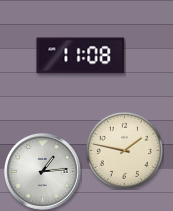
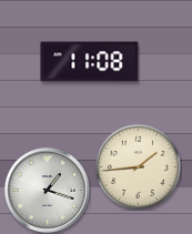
clock at (124, 150): 1:47 -> 1:44
clock at (43, 172): 1:14 -> 1:18
